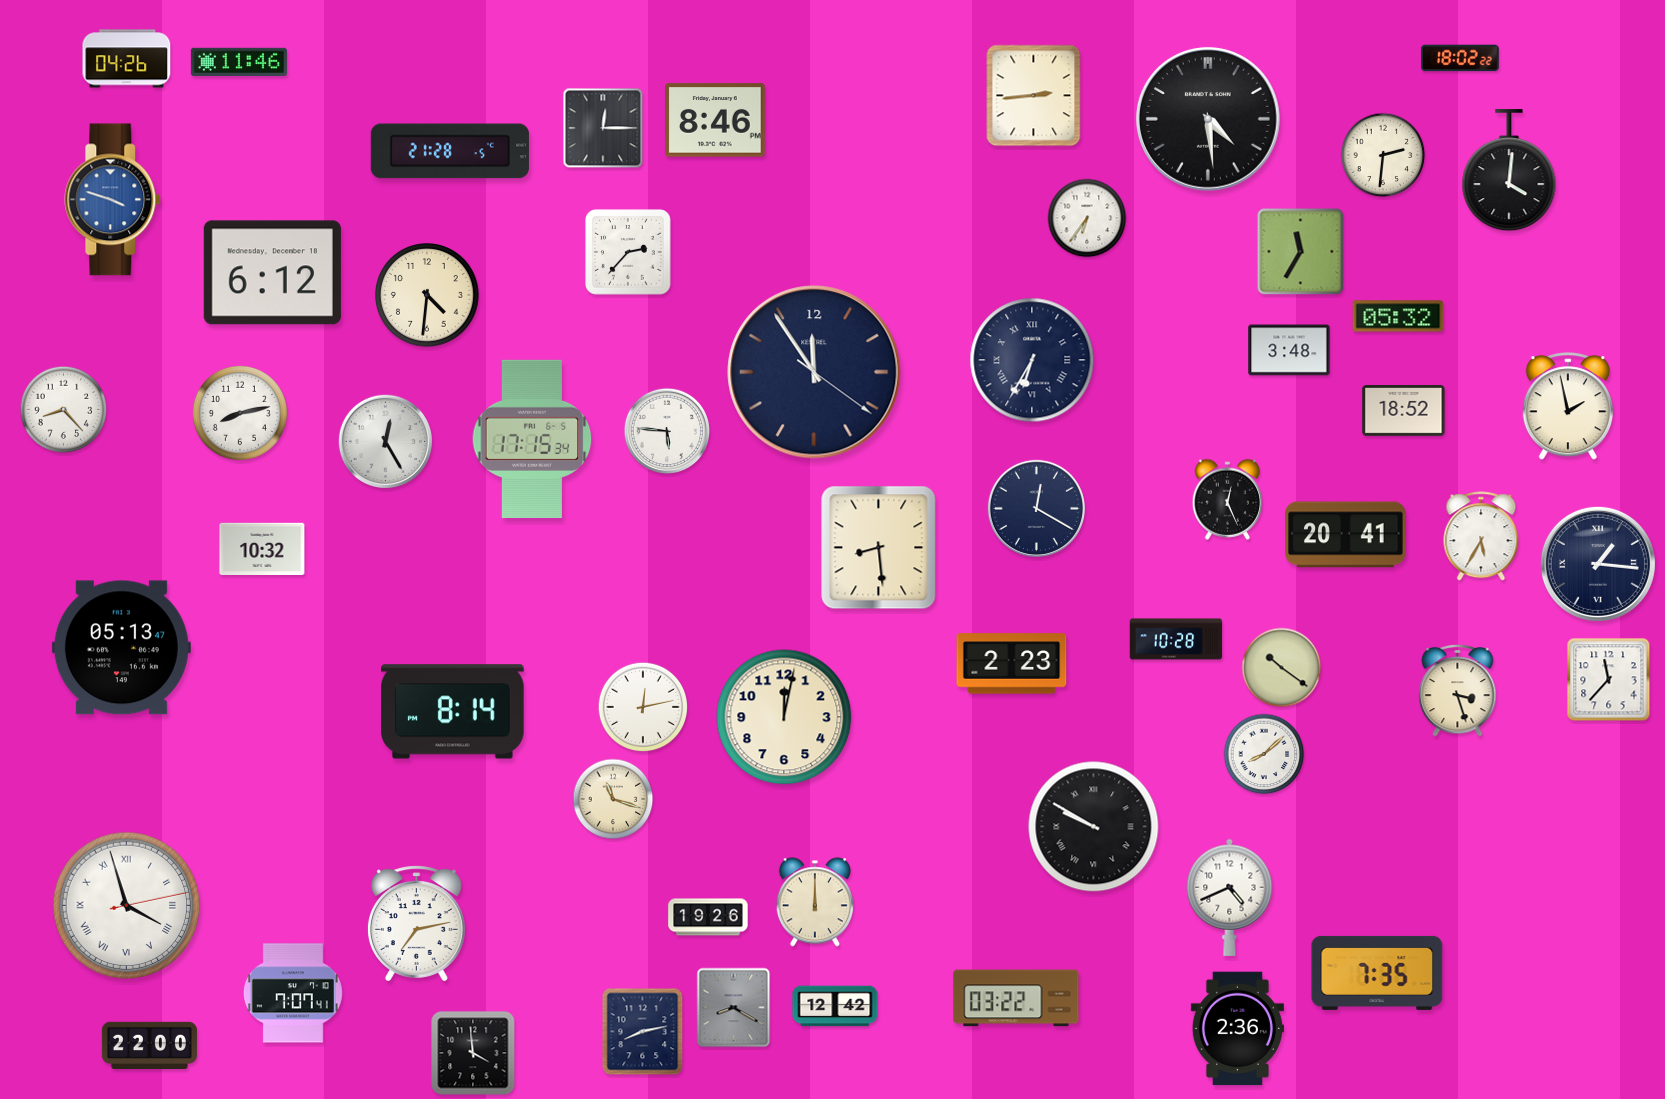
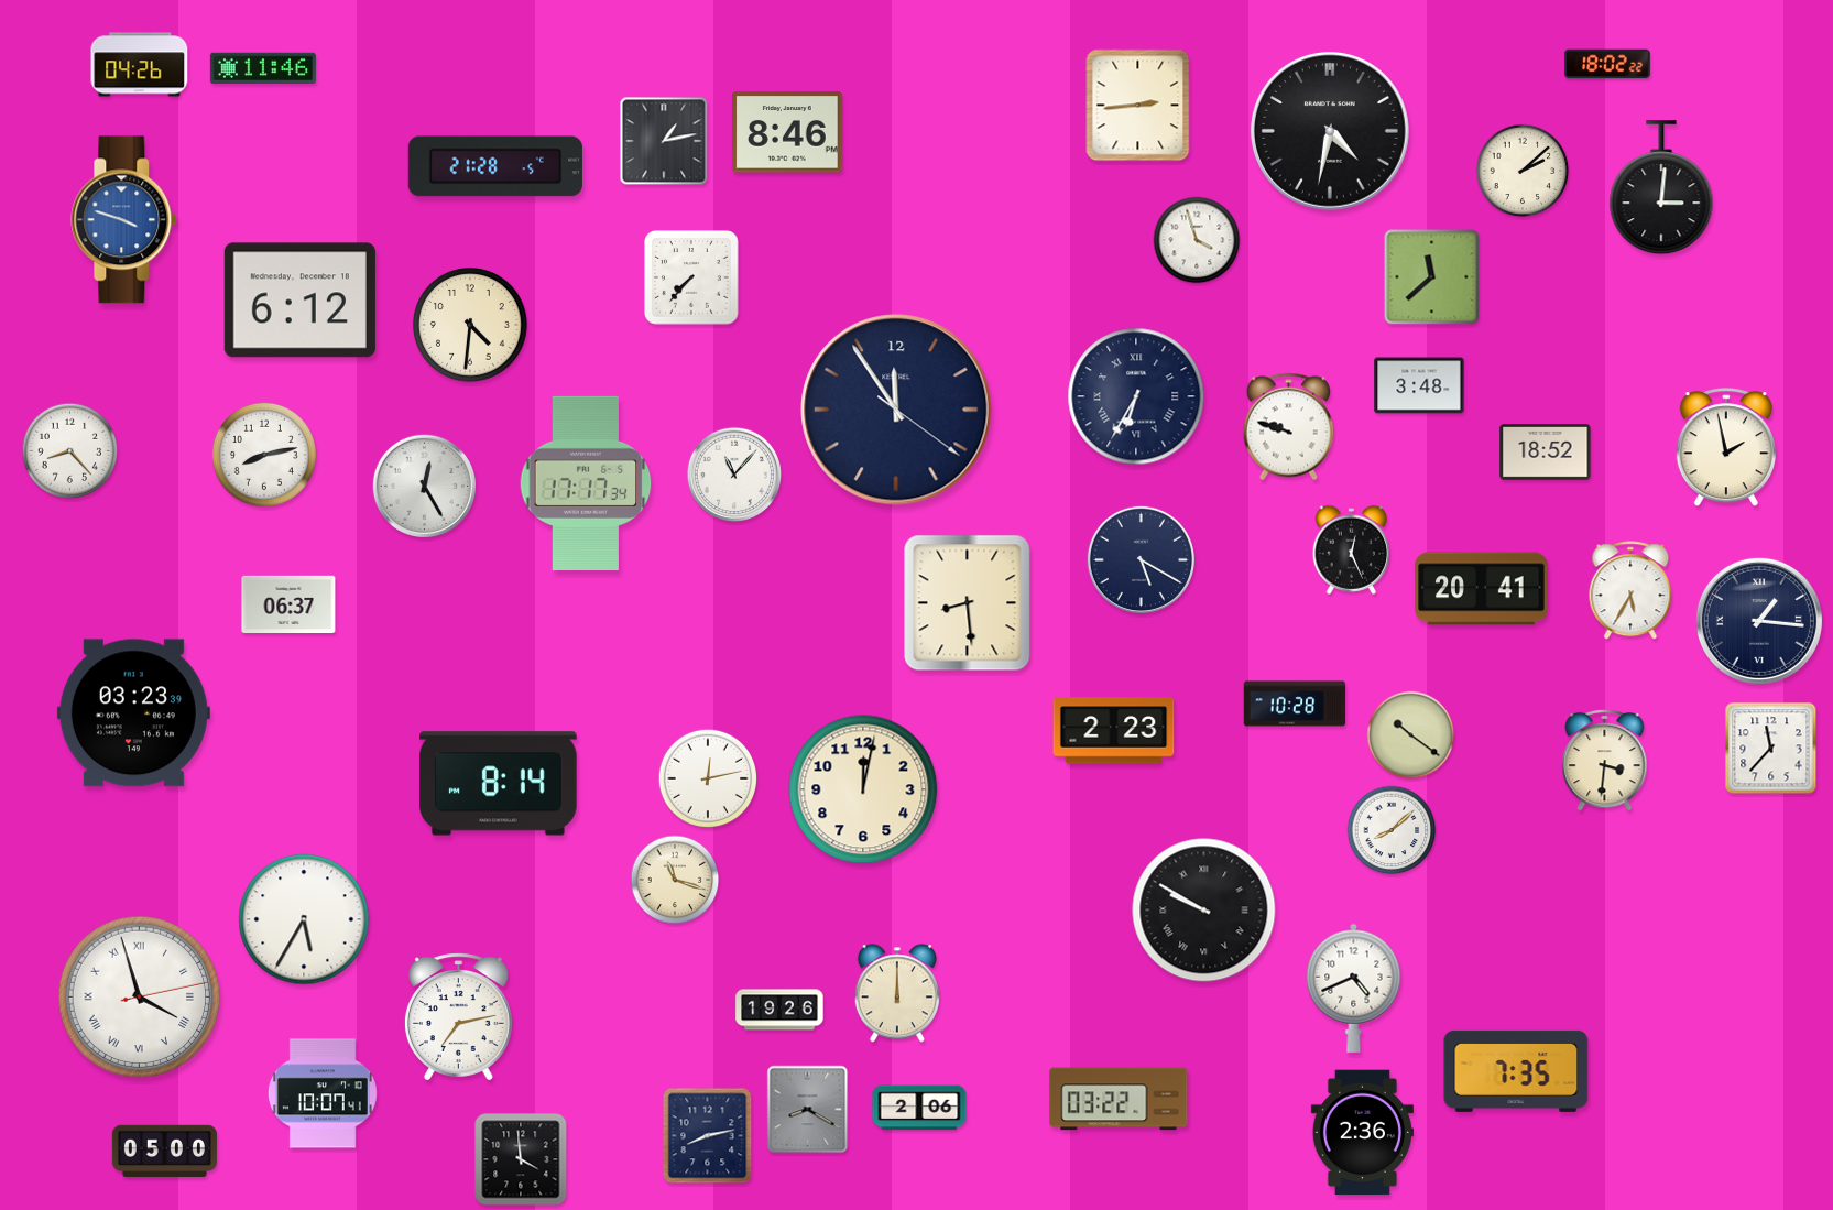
clock at (1208, 119): 4:29 -> 4:32
clock at (603, 128): 12:15 -> 1:13
clock at (1383, 155): 2:31 -> 2:08
clock at (1509, 171): 4:01 -> 3:01
clock at (1087, 218): 6:36 -> 3:57
clock at (628, 252): 2:37 -> 7:37
clock at (1301, 252): 11:35 -> 11:38
clock at (1398, 316): 05:32 -> none
clock at (1289, 427): none -> 9:48
clock at (667, 431): 5:46 -> 11:07
clock at (532, 439): 17:15 -> 17:17
clock at (1036, 508): 12:20 -> 5:20
clock at (262, 548): 10:32 -> 06:37
clock at (121, 648): 05:13 -> 03:23
clock at (1458, 690): 3:27 -> 3:31
clock at (304, 919): none -> 5:35
clock at (293, 993): 7:07 -> 10:07
clock at (835, 1006): 12:42 -> 2:06
clock at (149, 1046): 22:00 -> 05:00
